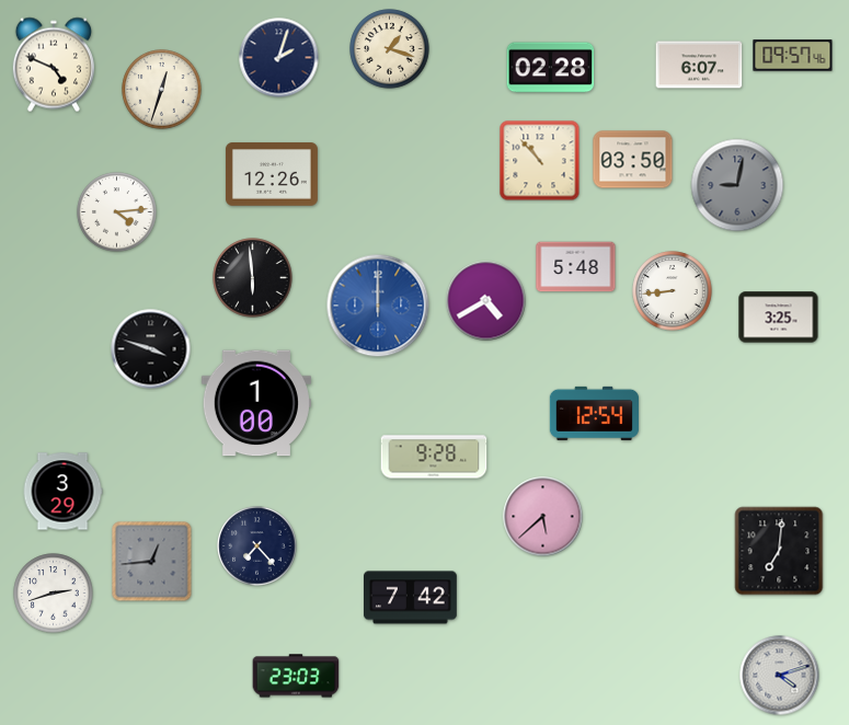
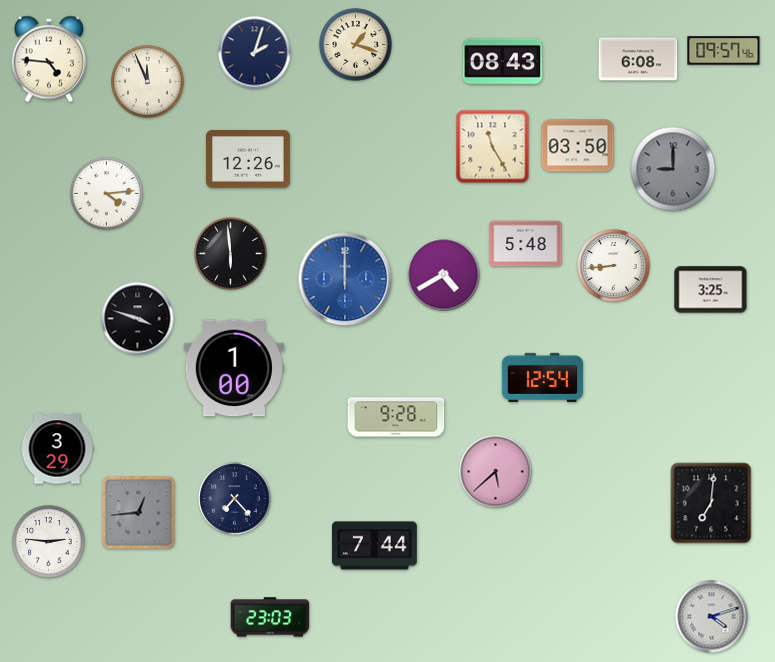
clock at (54, 65): 4:49 -> 4:46
clock at (699, 65): 6:07 -> 6:08
clock at (551, 68): 02:28 -> 08:43
clock at (162, 90): 12:33 -> 11:56
clock at (540, 161): 10:53 -> 11:25
clock at (737, 185): 9:02 -> 9:00
clock at (54, 594): 2:42 -> 2:46
clock at (411, 598): 7:42 -> 7:44
